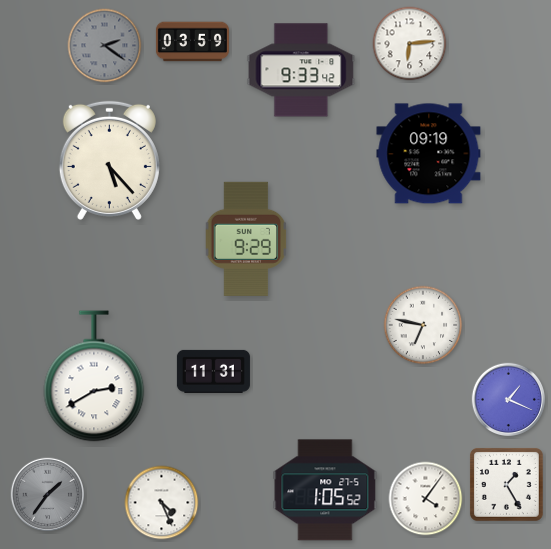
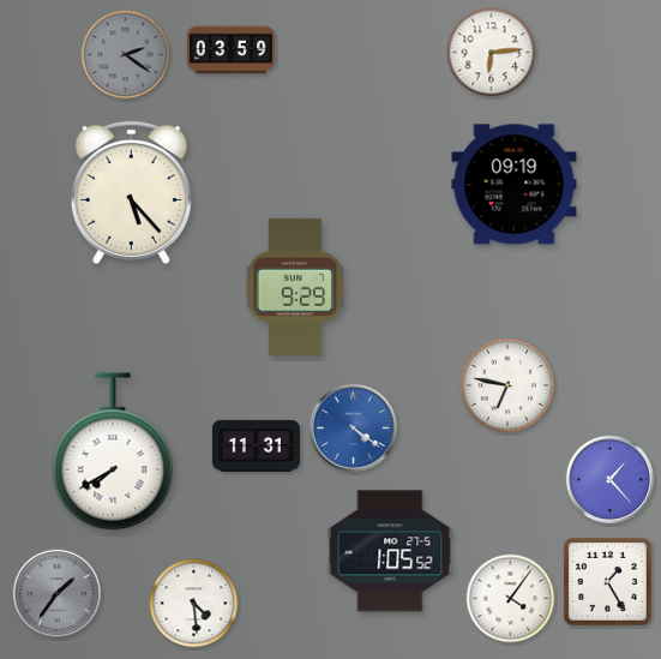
clock at (301, 70): 9:33 -> none
clock at (423, 325) position: (423, 325) -> (507, 385)
clock at (354, 429): none -> 4:21
clock at (94, 376): 2:40 -> 7:40
clock at (509, 400): 1:19 -> 1:23
clock at (325, 490) position: (325, 490) -> (390, 551)
clock at (162, 503): 4:26 -> 4:29
